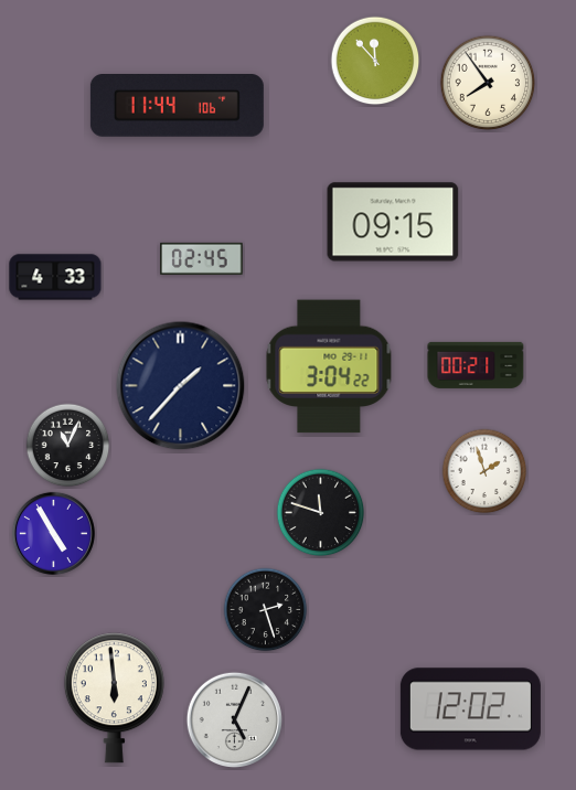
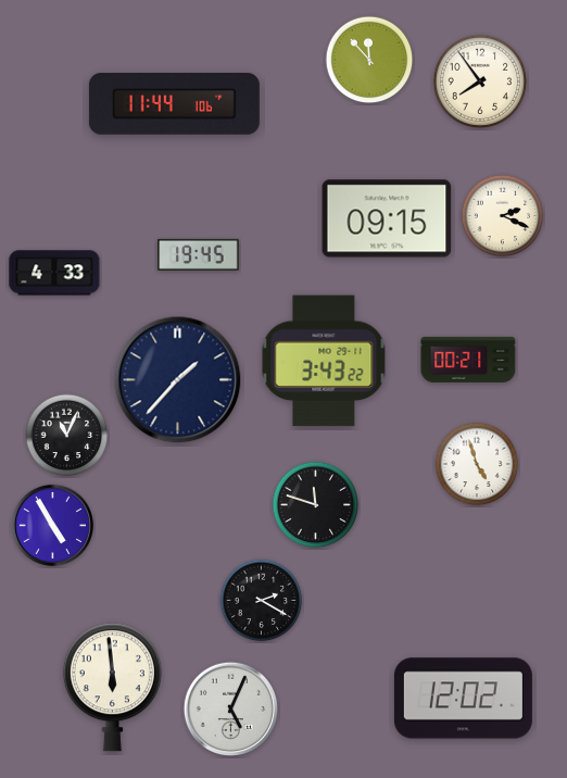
clock at (503, 216): none -> 2:19
clock at (202, 258): 02:45 -> 19:45
clock at (329, 366): 3:04 -> 3:43
clock at (68, 446) position: (68, 446) -> (67, 436)
clock at (484, 471): 1:57 -> 4:57
clock at (266, 610): 2:27 -> 2:20
